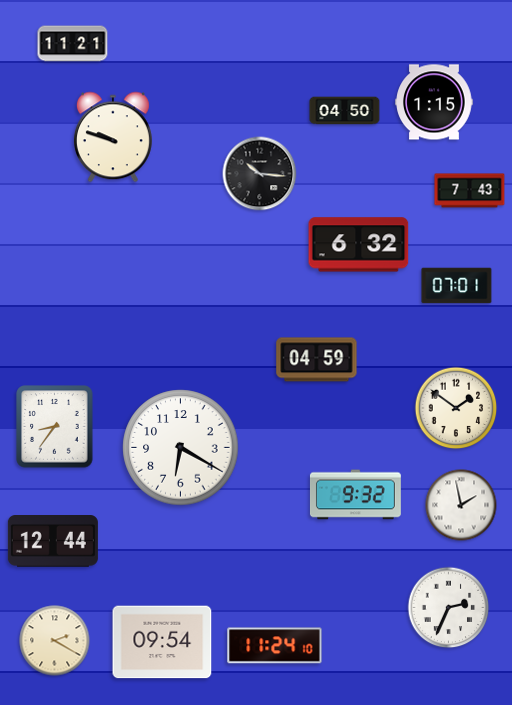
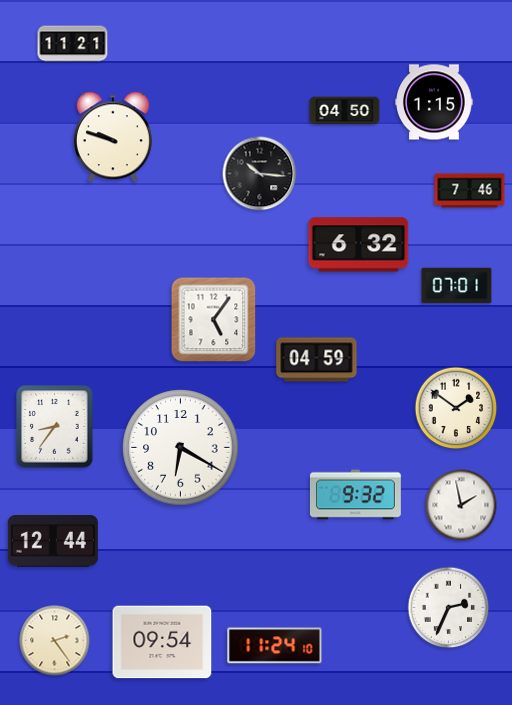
clock at (470, 191): 7:43 -> 7:46
clock at (214, 320): none -> 5:06
clock at (55, 641): 2:20 -> 2:24
